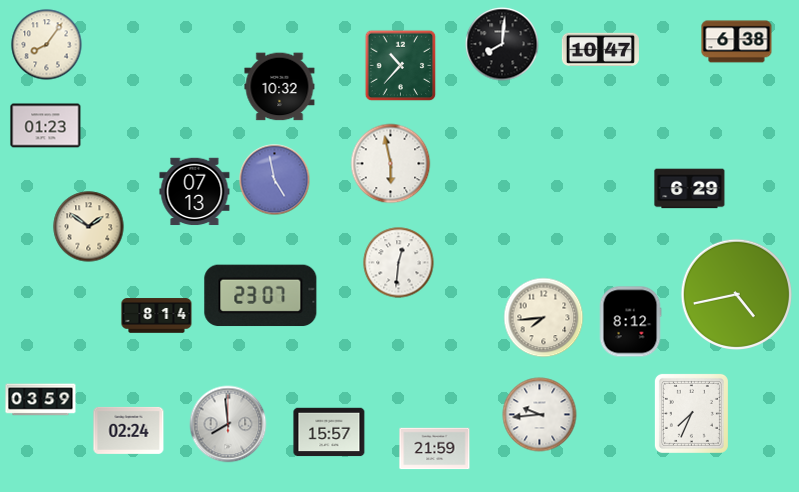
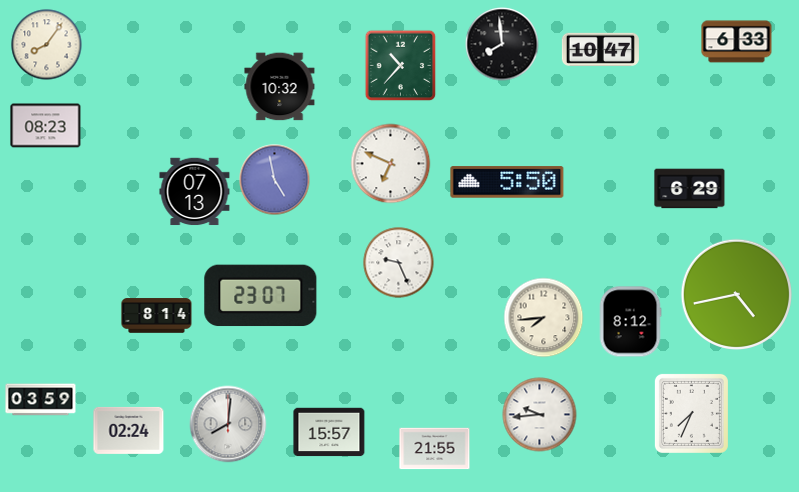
clock at (737, 42): 6:38 -> 6:33
clock at (502, 44): 8:01 -> 7:59
clock at (46, 126): 01:23 -> 08:23
clock at (391, 164): 5:58 -> 6:49
clock at (507, 182): none -> 5:50
clock at (89, 227): 1:51 -> none
clock at (399, 263): 12:31 -> 9:26
clock at (228, 424): 7:59 -> 8:01
clock at (435, 449): 21:59 -> 21:55
